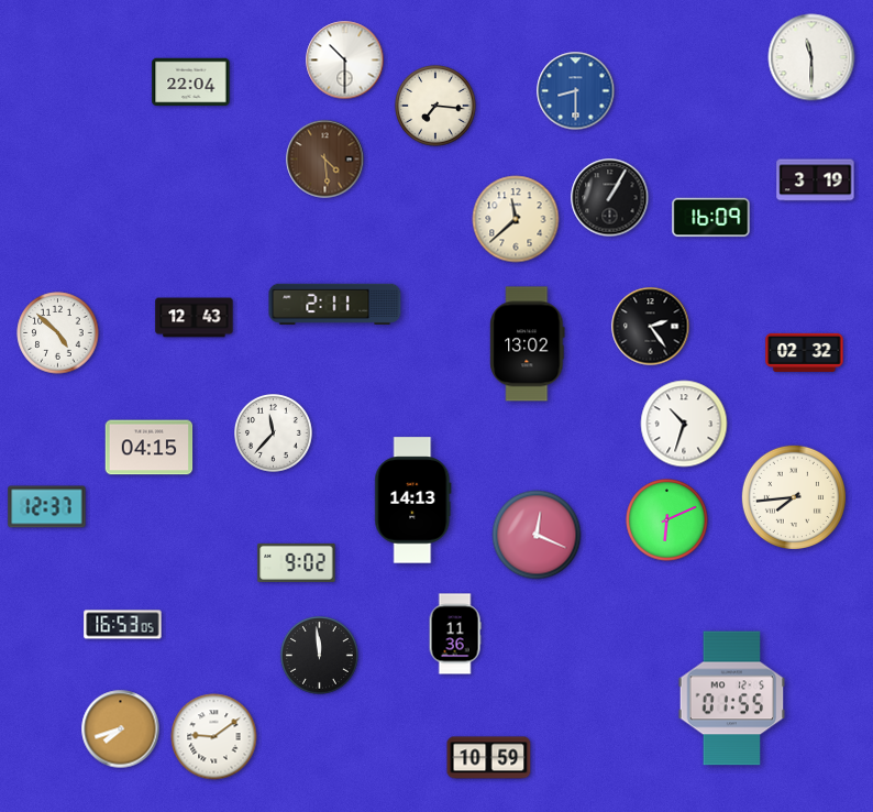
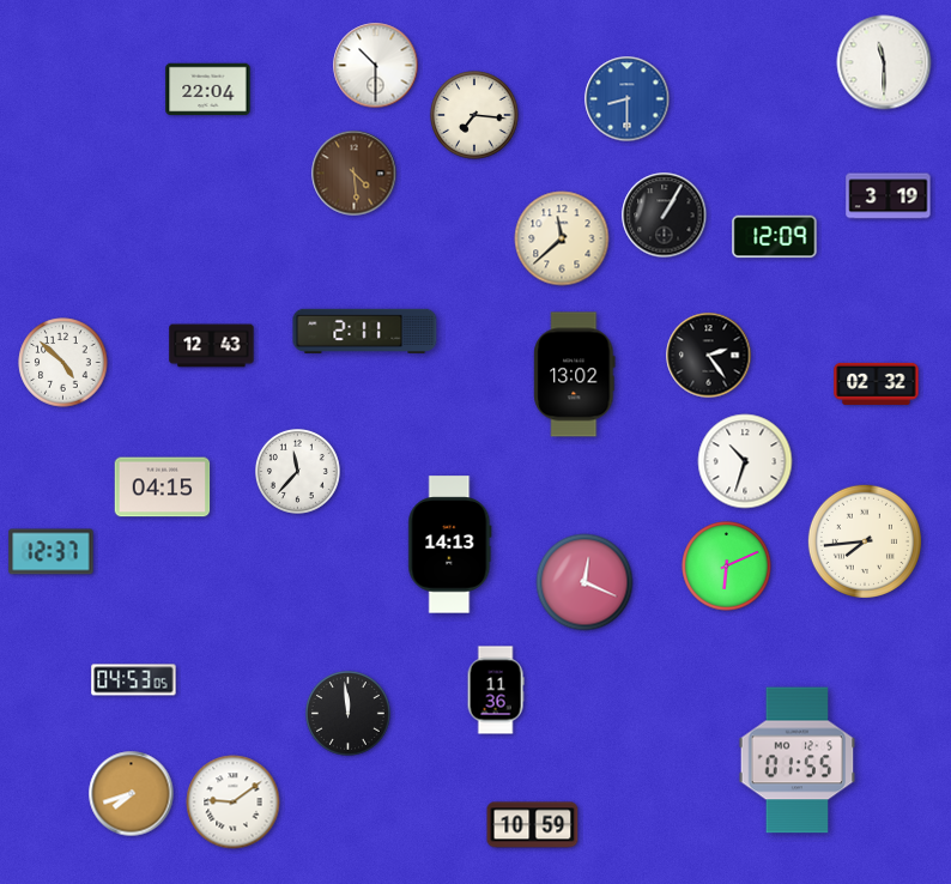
clock at (711, 218): 16:09 -> 12:09
clock at (297, 562): 9:02 -> none
clock at (123, 625): 16:53 -> 04:53
